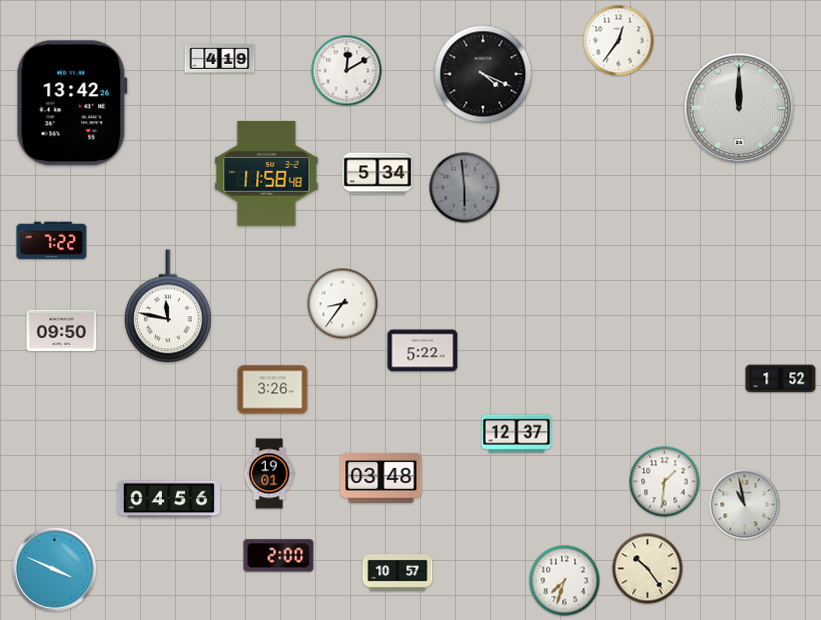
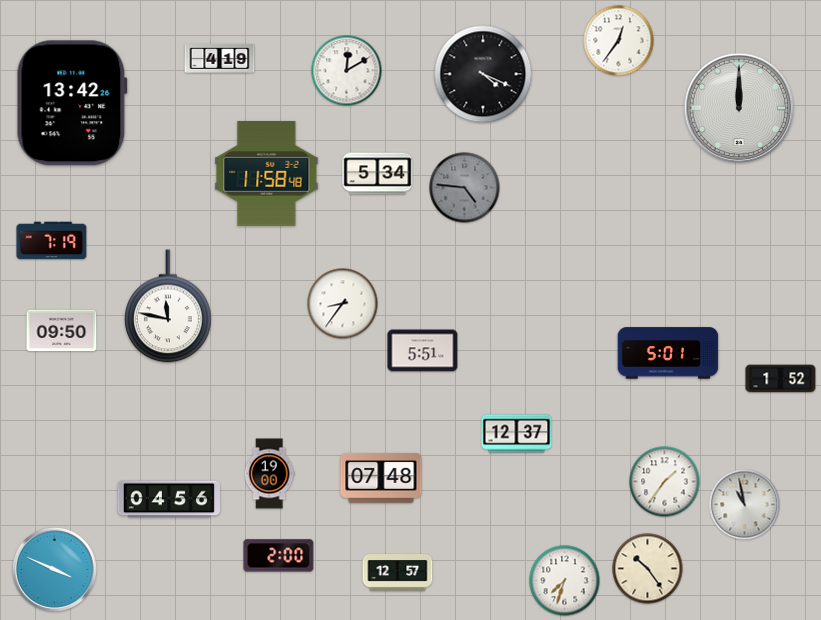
clock at (465, 188): 5:59 -> 4:46
clock at (52, 241): 7:22 -> 7:19
clock at (423, 351): 5:22 -> 5:51
clock at (668, 353): none -> 5:01
clock at (273, 390): 3:26 -> none
clock at (269, 474): 19:01 -> 19:00
clock at (381, 478): 03:48 -> 07:48
clock at (665, 482): 1:31 -> 1:36
clock at (398, 573): 10:57 -> 12:57
